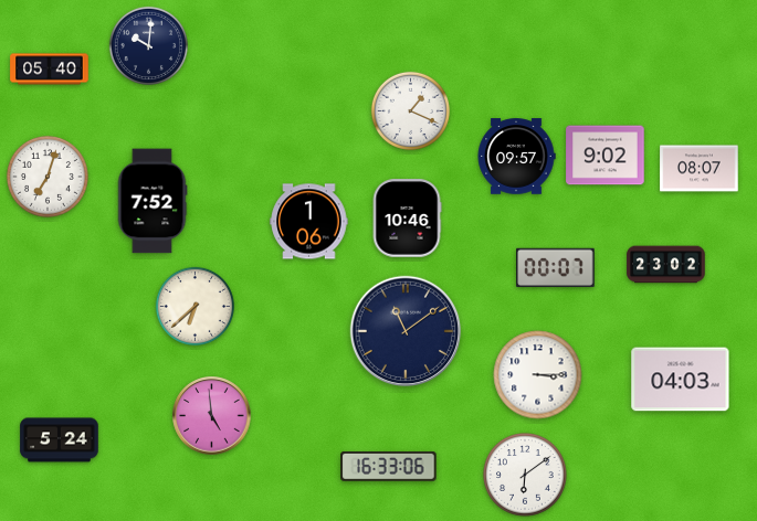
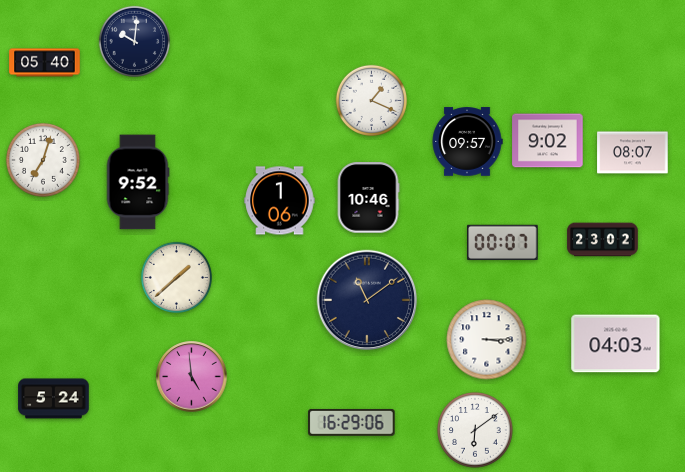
clock at (153, 201): 7:52 -> 9:52
clock at (194, 306): 6:38 -> 1:38
clock at (389, 467): 16:33 -> 16:29
